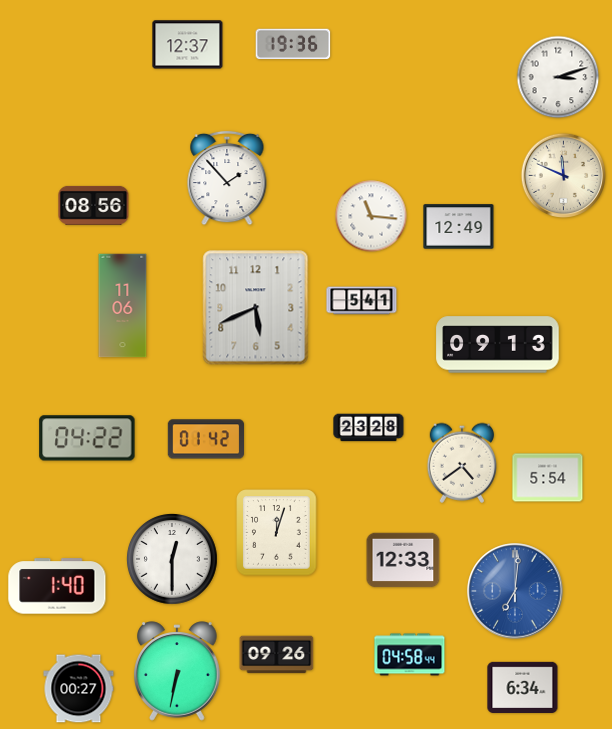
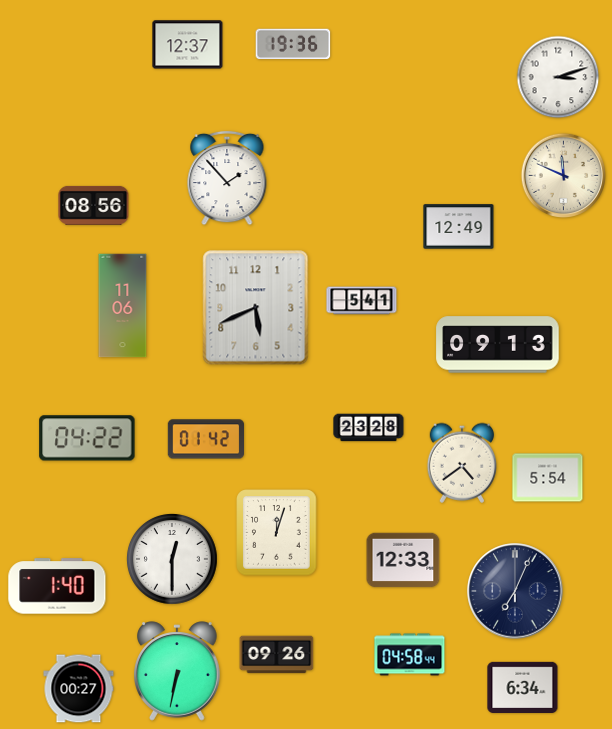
clock at (371, 216): 11:16 -> none
clock at (515, 591): 7:01 -> 7:04
clock at (515, 591) dial: blue -> navy
